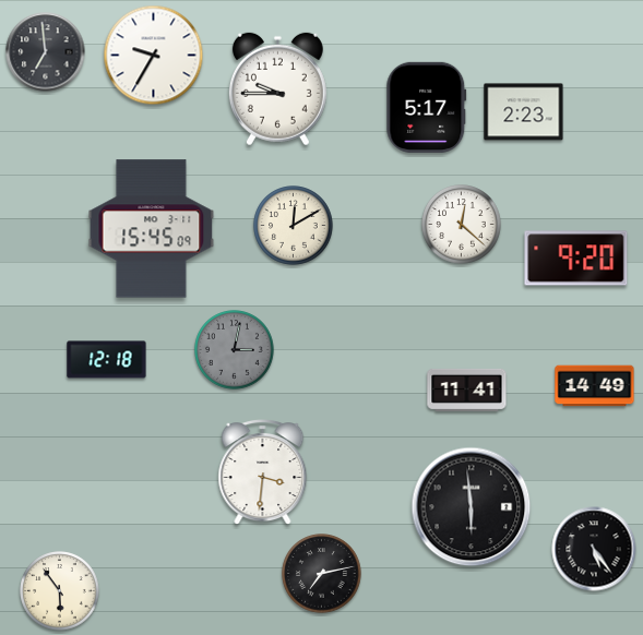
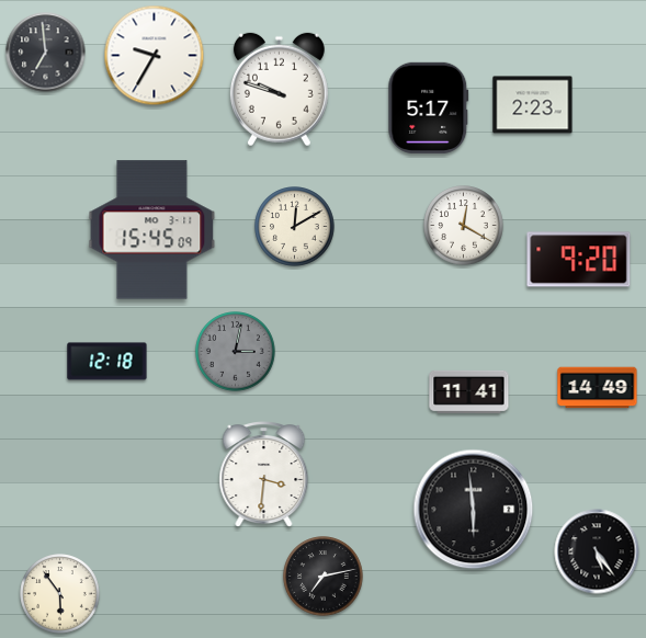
clock at (277, 89): 9:45 -> 9:48
clock at (524, 112) position: (524, 112) -> (533, 105)
clock at (462, 225): 12:22 -> 12:20
